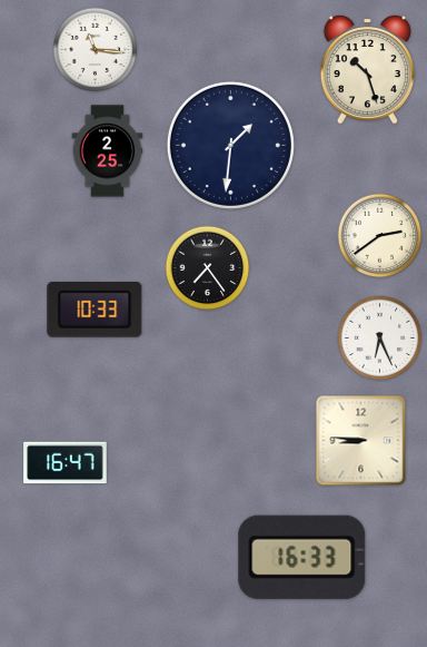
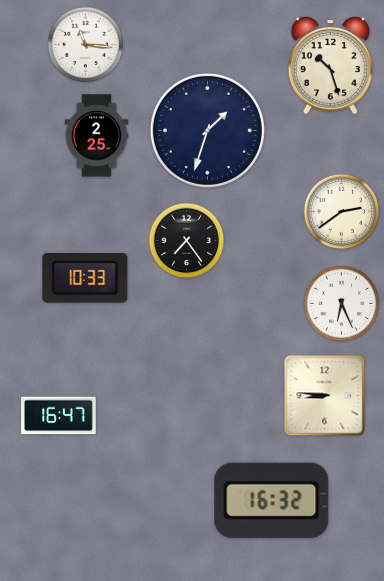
clock at (367, 69) position: (367, 69) -> (330, 65)
clock at (230, 145): 1:31 -> 1:33
clock at (302, 557): 16:33 -> 16:32
